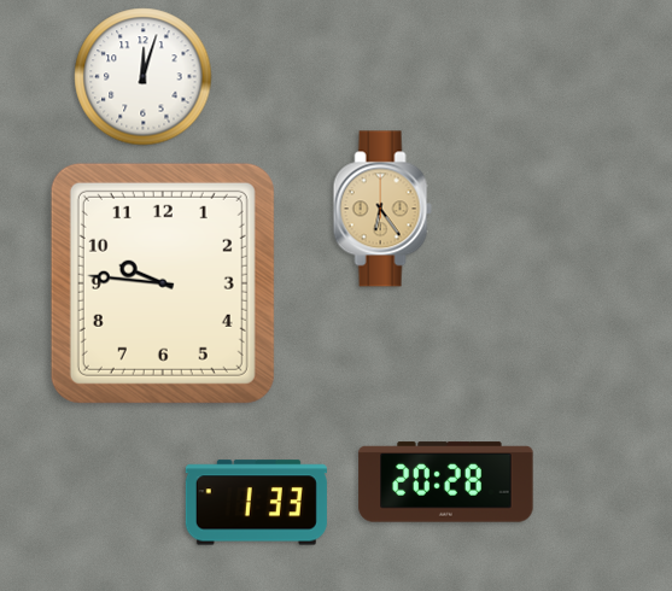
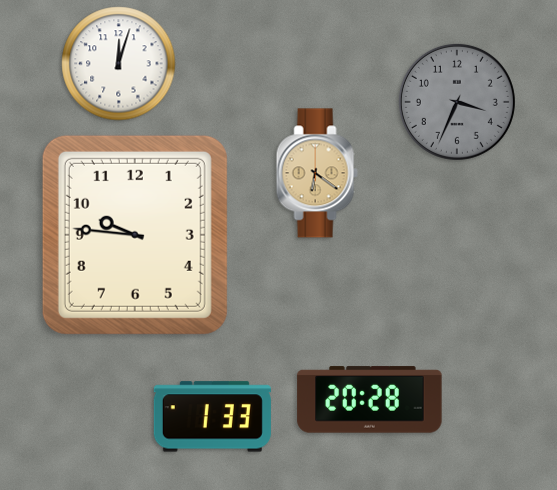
clock at (457, 102): none -> 3:34
clock at (382, 209): 6:24 -> 6:21
